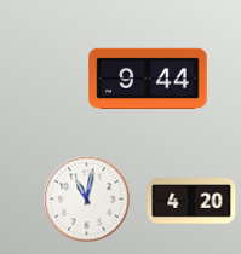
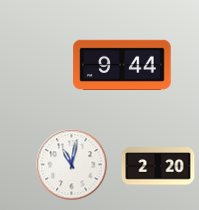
clock at (191, 201): 4:20 -> 2:20
